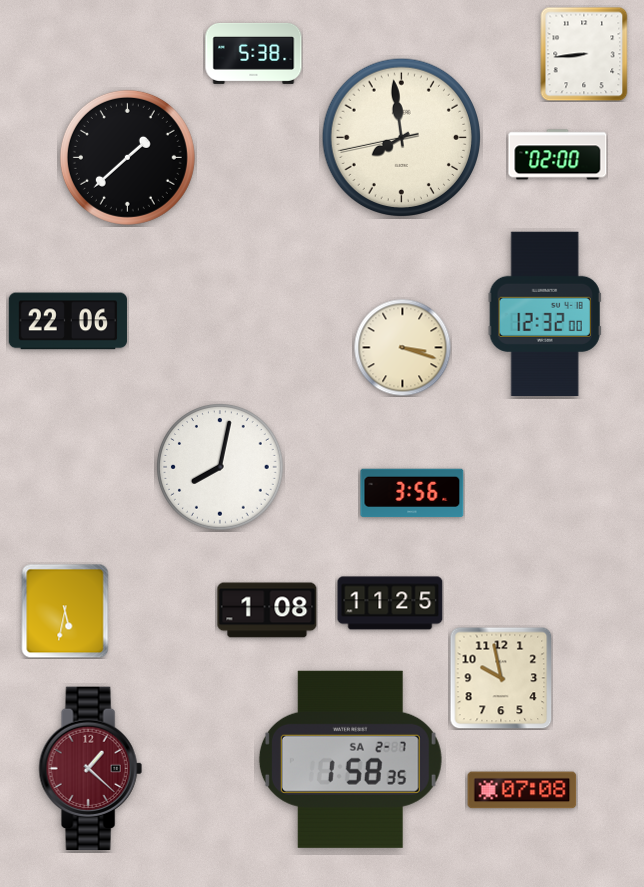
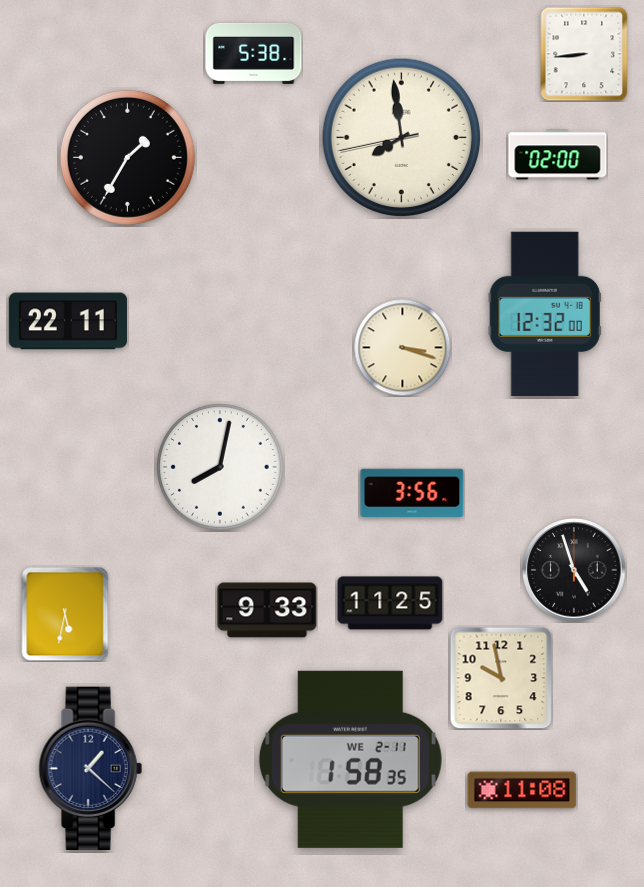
clock at (127, 157): 1:38 -> 1:35
clock at (68, 321): 22:06 -> 22:11
clock at (574, 570): none -> 4:57
clock at (267, 610): 1:08 -> 9:33
clock at (65, 611) position: (65, 611) -> (65, 614)
clock at (350, 759) date: SA 2-7 -> WE 2-11
clock at (90, 768) dial: burgundy -> navy
clock at (522, 790): 07:08 -> 11:08
